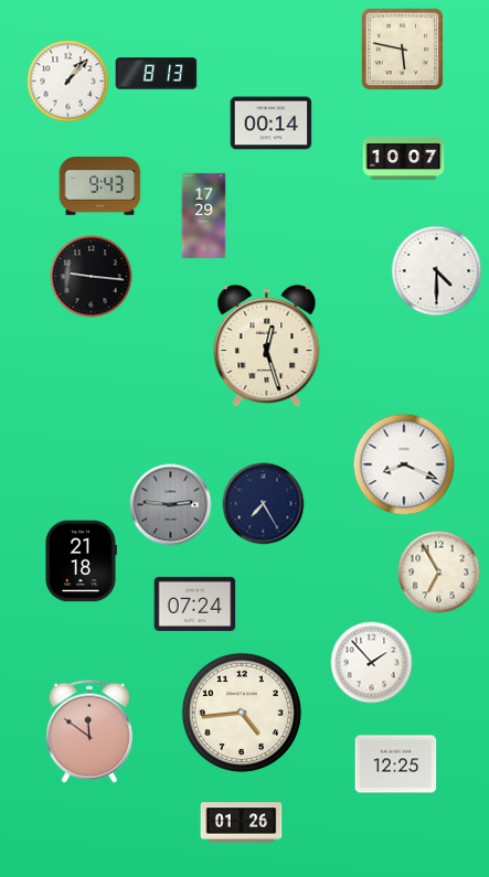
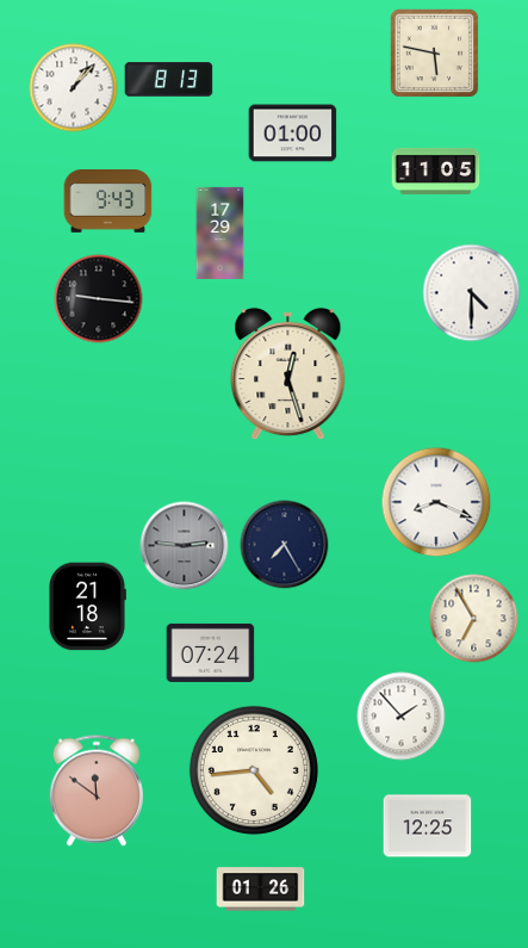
clock at (272, 124): 00:14 -> 01:00
clock at (404, 158): 10:07 -> 11:05
clock at (242, 713) position: (242, 713) -> (254, 770)
